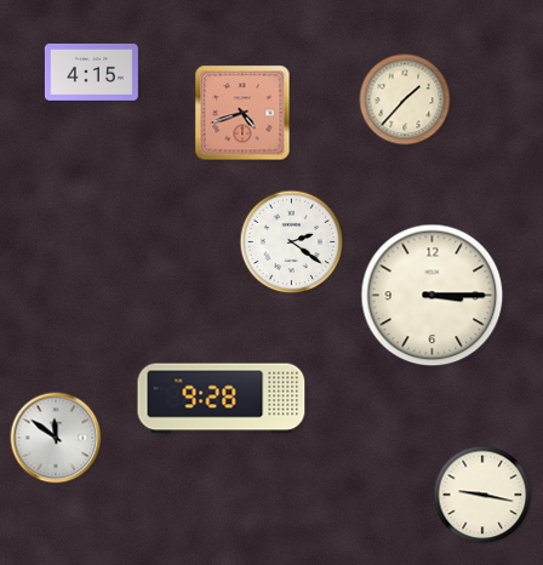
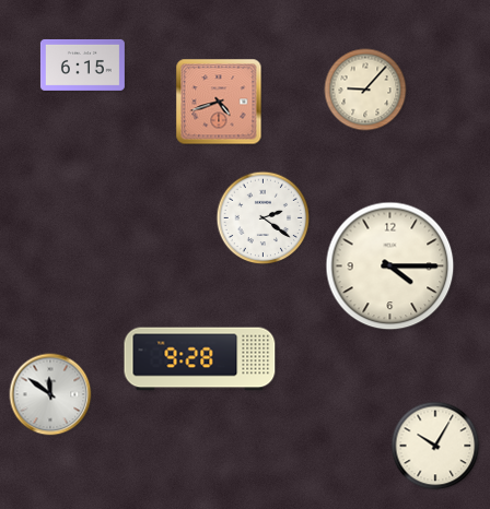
clock at (91, 72): 4:15 -> 6:15
clock at (405, 99): 1:37 -> 9:07
clock at (433, 296): 3:15 -> 4:15
clock at (482, 495): 9:17 -> 10:05
